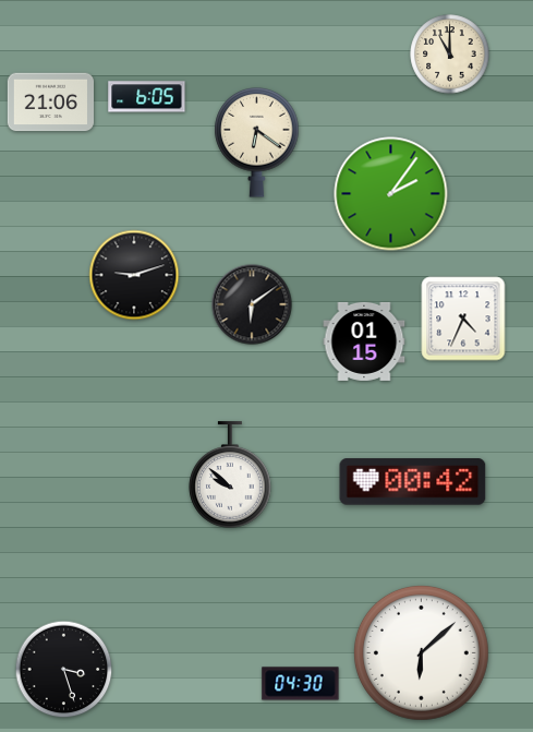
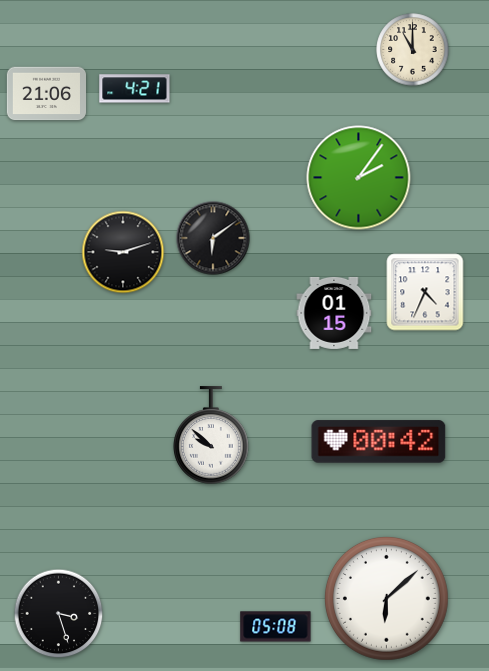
clock at (147, 97): 6:05 -> 4:21
clock at (257, 143): 6:21 -> none
clock at (252, 304) position: (252, 304) -> (213, 238)
clock at (301, 684): 04:30 -> 05:08
